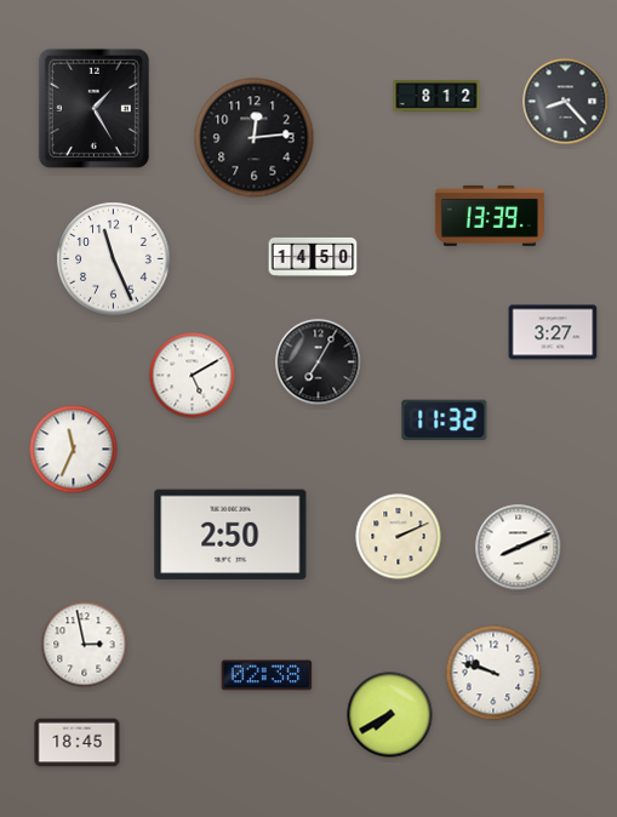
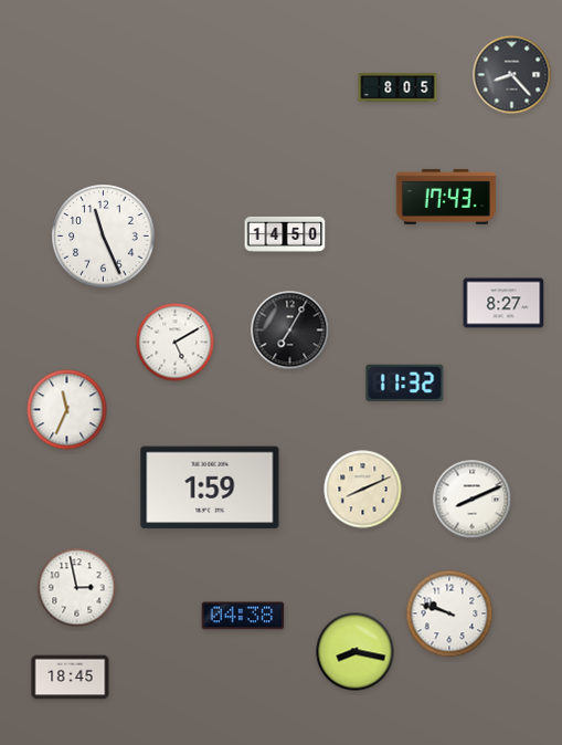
clock at (436, 96): 8:12 -> 8:05
clock at (566, 102) position: (566, 102) -> (512, 75)
clock at (93, 108): 1:25 -> none
clock at (255, 138): 12:14 -> none
clock at (490, 216): 13:39 -> 17:43
clock at (553, 332): 3:27 -> 8:27
clock at (230, 535): 2:50 -> 1:59
clock at (399, 537): 2:11 -> 8:11
clock at (267, 675): 02:38 -> 04:38
clock at (390, 715): 7:40 -> 8:17
